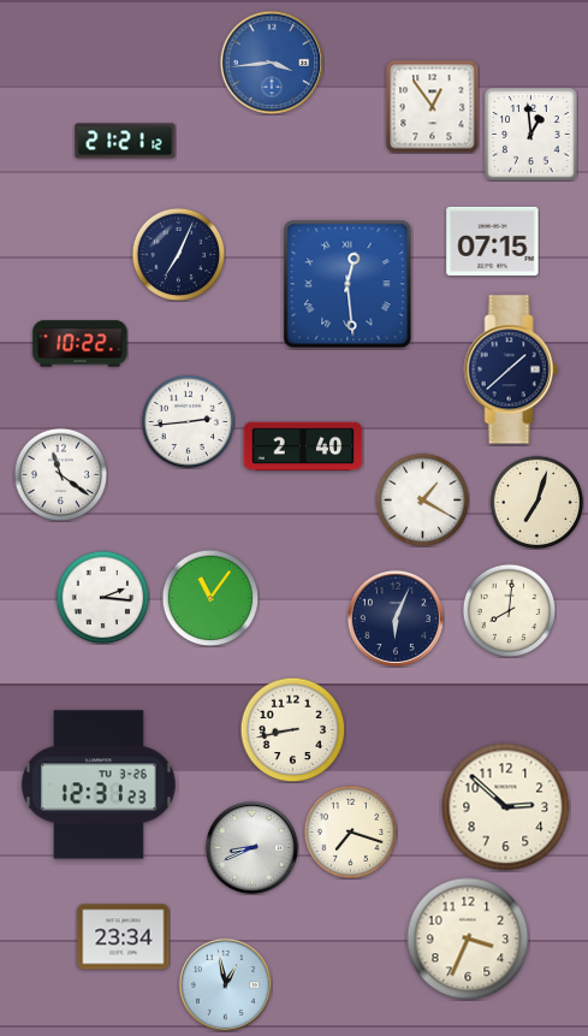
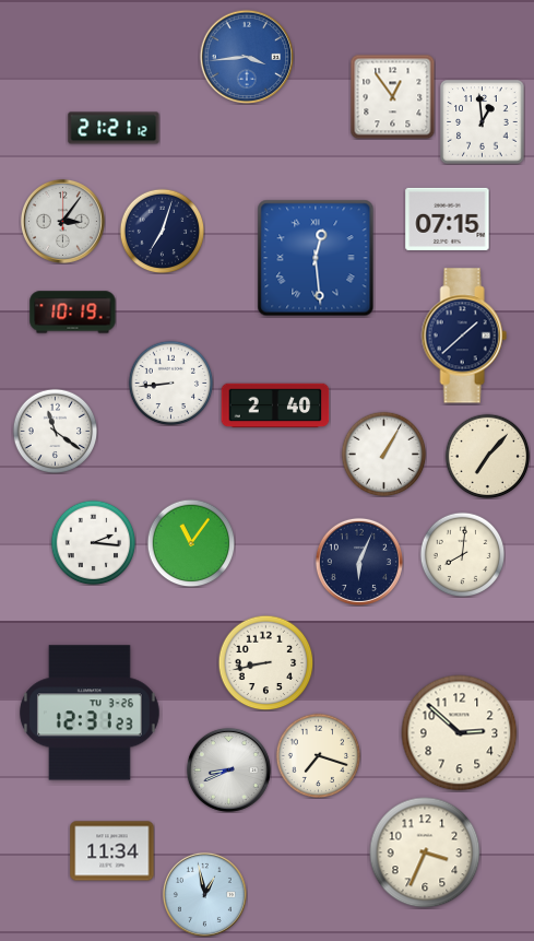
clock at (62, 221): none -> 3:06
clock at (178, 254): 7:04 -> 7:03
clock at (81, 344): 10:22 -> 10:19
clock at (188, 421): 2:44 -> 8:44
clock at (422, 499): 1:20 -> 1:05
clock at (536, 502): 7:03 -> 7:07
clock at (124, 937): 23:34 -> 11:34
